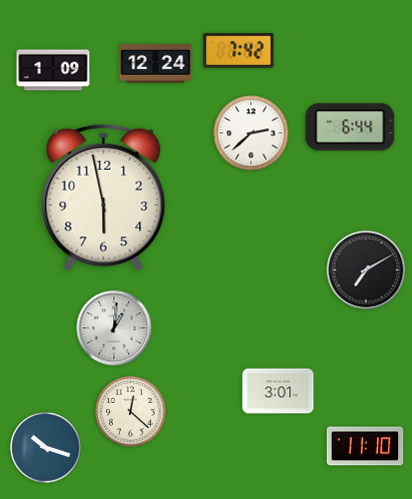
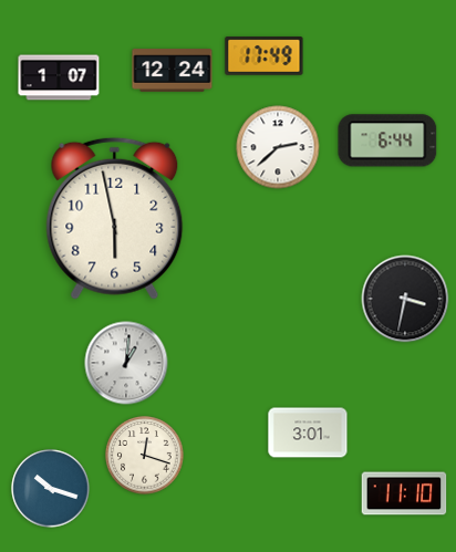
clock at (239, 51): 7:42 -> 17:49
clock at (53, 70): 1:09 -> 1:07
clock at (366, 270): 7:10 -> 3:32
clock at (131, 412): 12:22 -> 12:18
clock at (46, 448) position: (46, 448) -> (51, 489)
